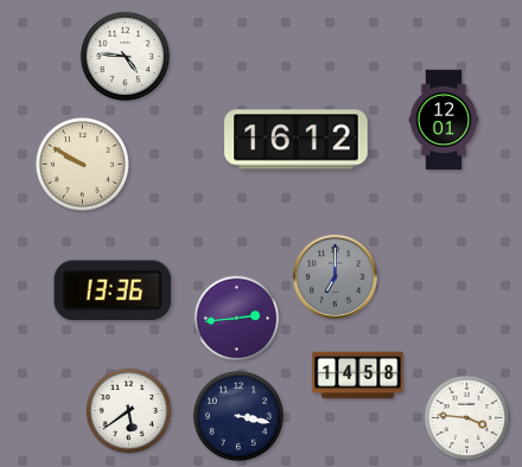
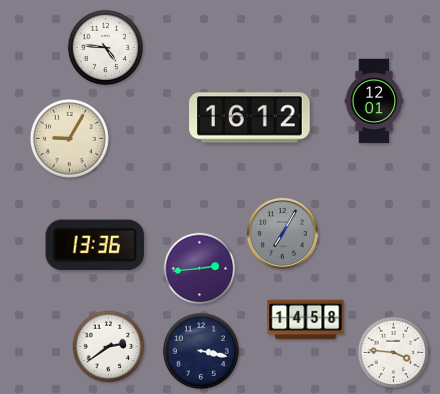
clock at (82, 164): 9:50 -> 9:05
clock at (335, 276): 7:00 -> 7:05
clock at (358, 376) position: (358, 376) -> (306, 320)
clock at (129, 411): 5:39 -> 2:39
